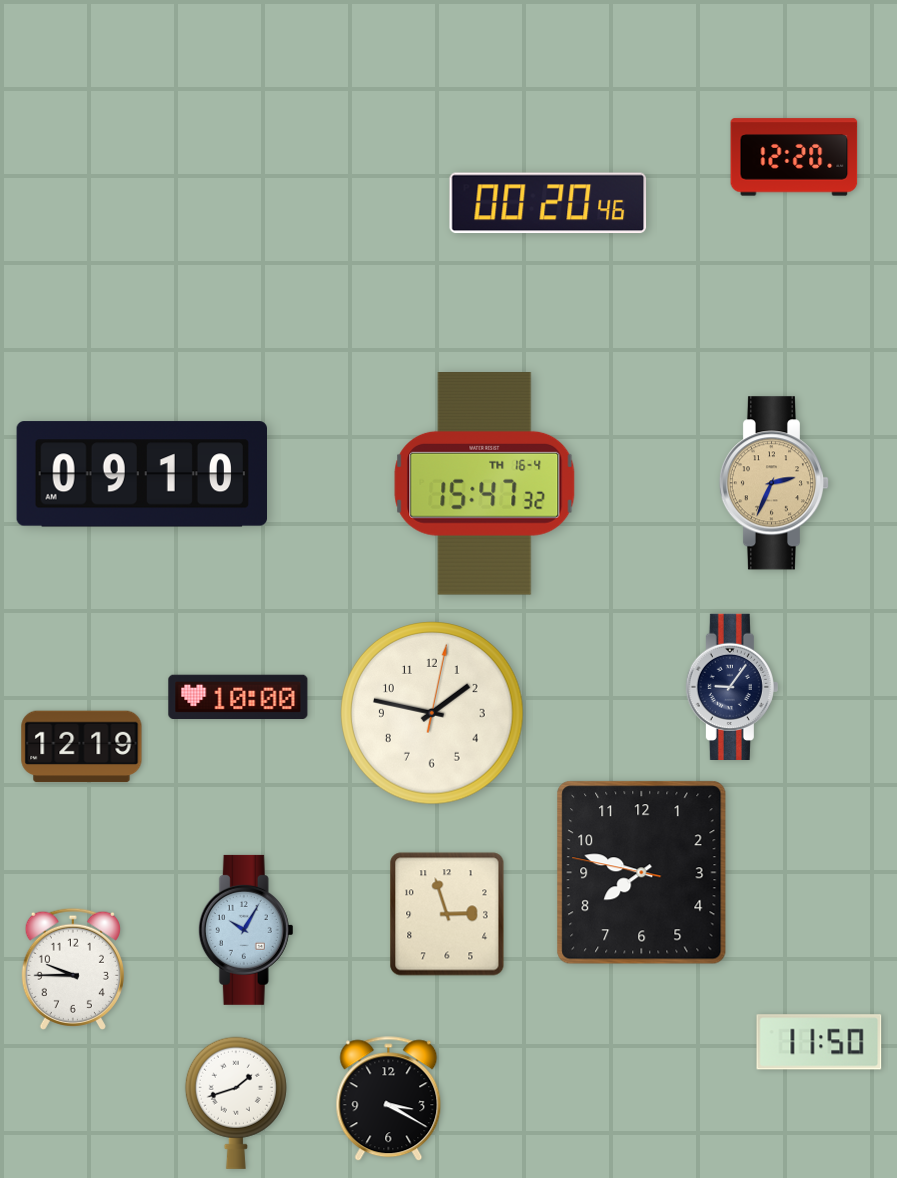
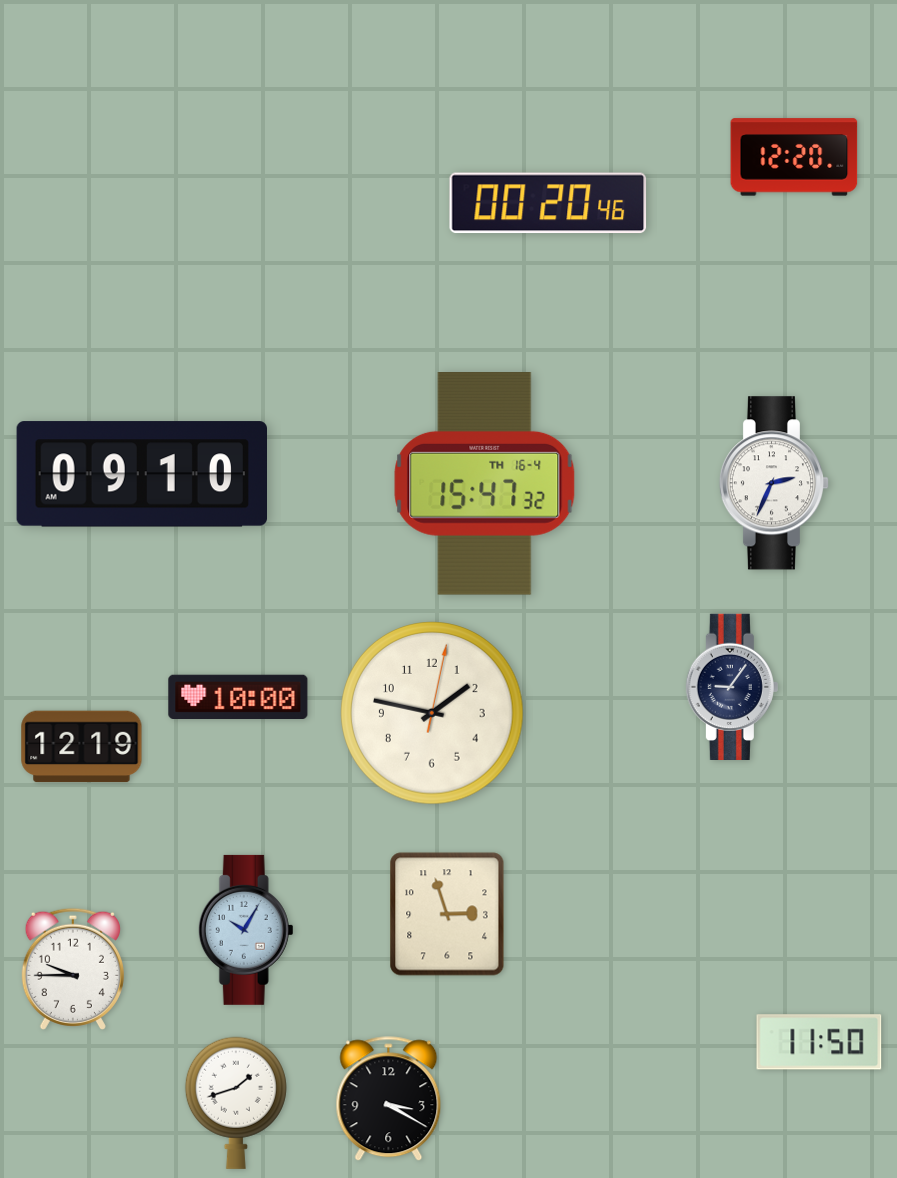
clock at (774, 483) dial: champagne -> white
clock at (642, 873): 7:47 -> none
